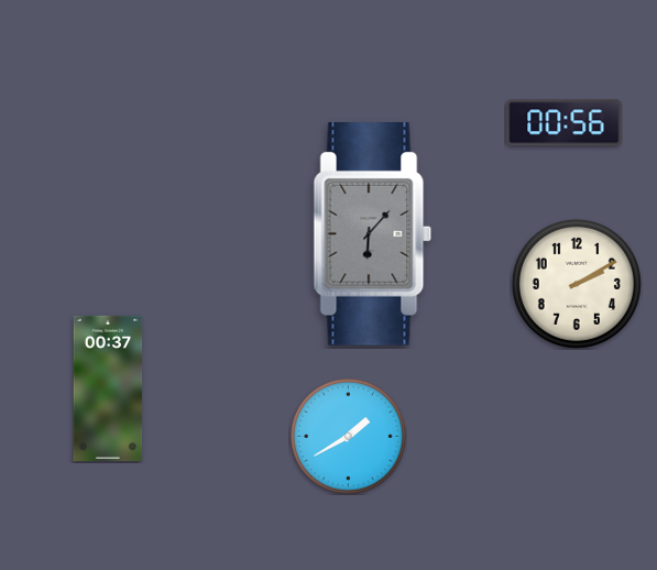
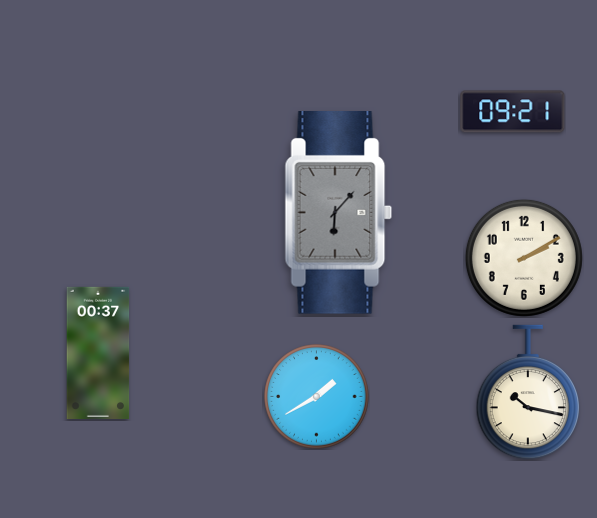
clock at (565, 123): 00:56 -> 09:21
clock at (528, 392): none -> 10:17
